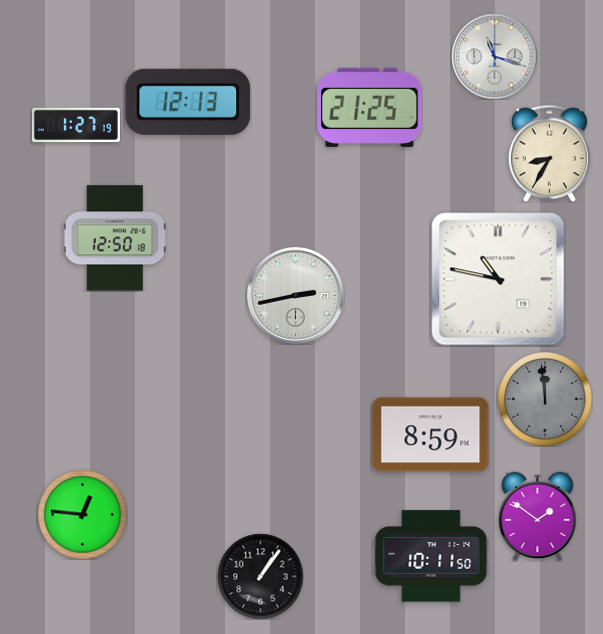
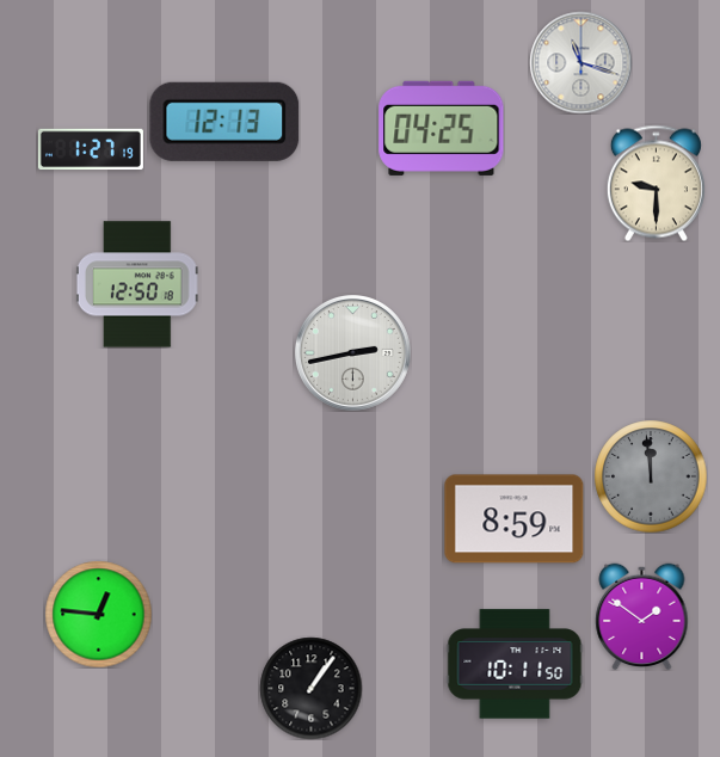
clock at (494, 56) position: (494, 56) -> (580, 62)
clock at (370, 107): 21:25 -> 04:25
clock at (549, 153): 8:35 -> 9:30
clock at (498, 279): 10:47 -> none
